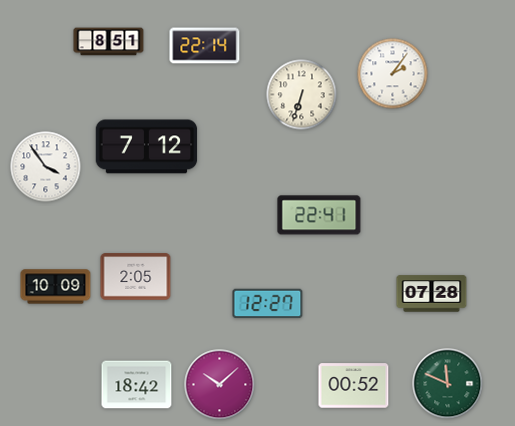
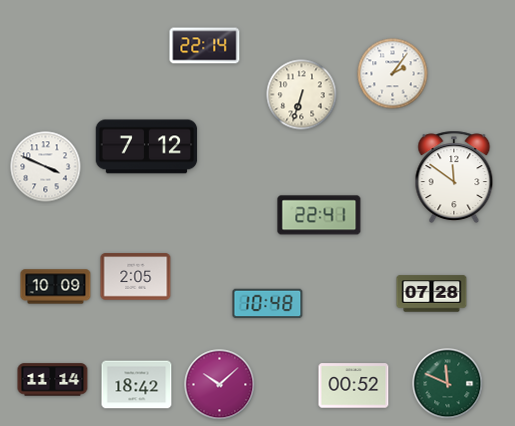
clock at (109, 42): 8:51 -> none
clock at (46, 167): 3:54 -> 3:49
clock at (454, 177): none -> 11:51
clock at (268, 304): 12:27 -> 10:48
clock at (53, 380): none -> 11:14
